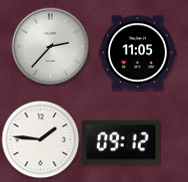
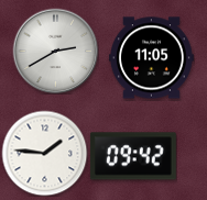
clock at (50, 46): 2:37 -> 2:40
clock at (121, 142): 09:12 -> 09:42
